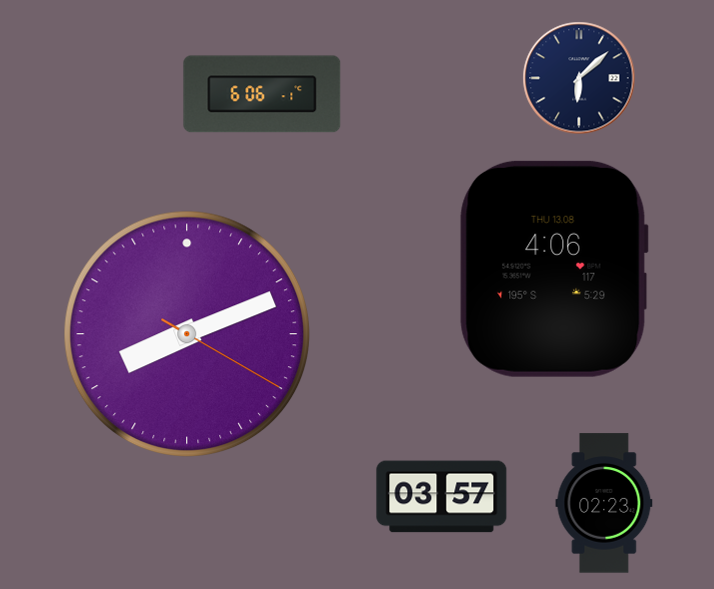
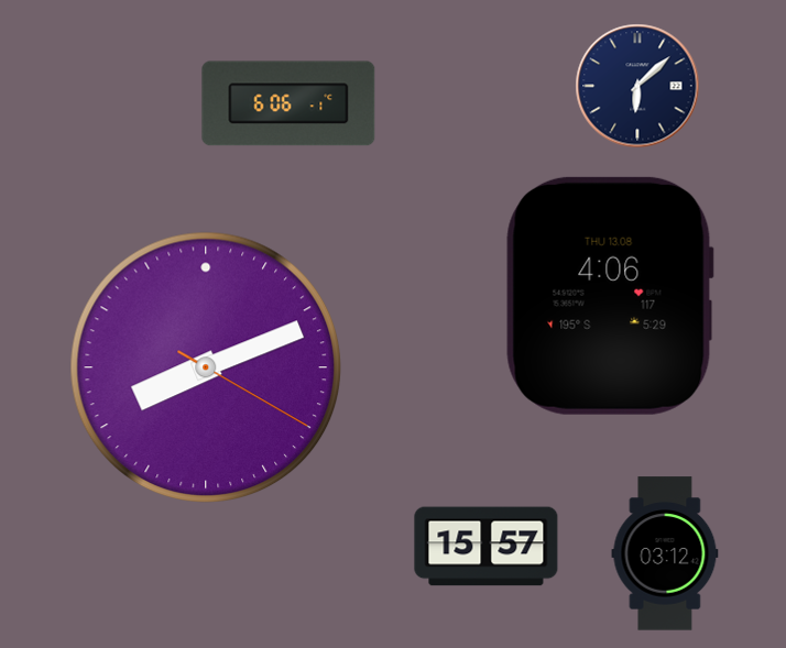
clock at (442, 497): 03:57 -> 15:57
clock at (604, 503): 02:23 -> 03:12
